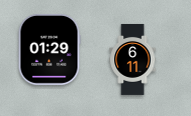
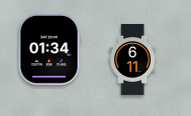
clock at (49, 49): 01:29 -> 01:34
